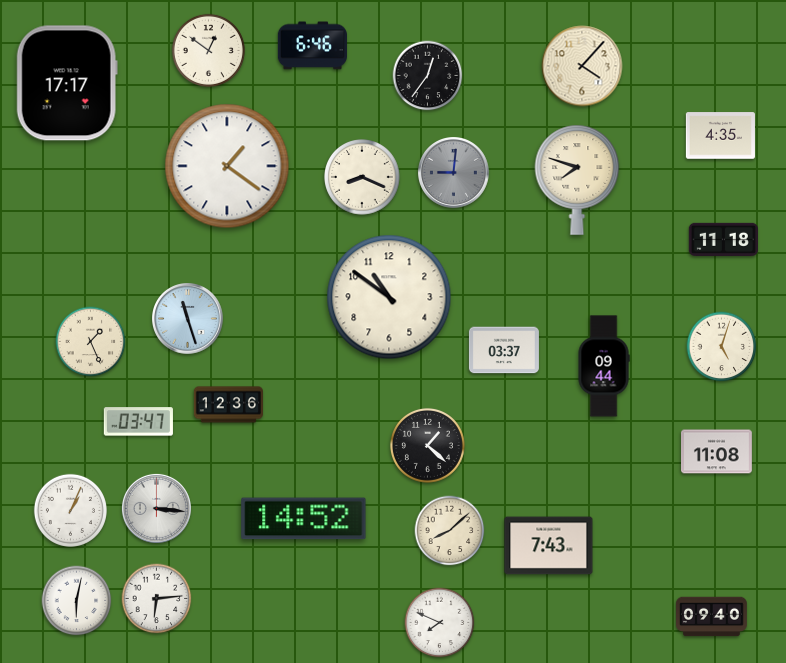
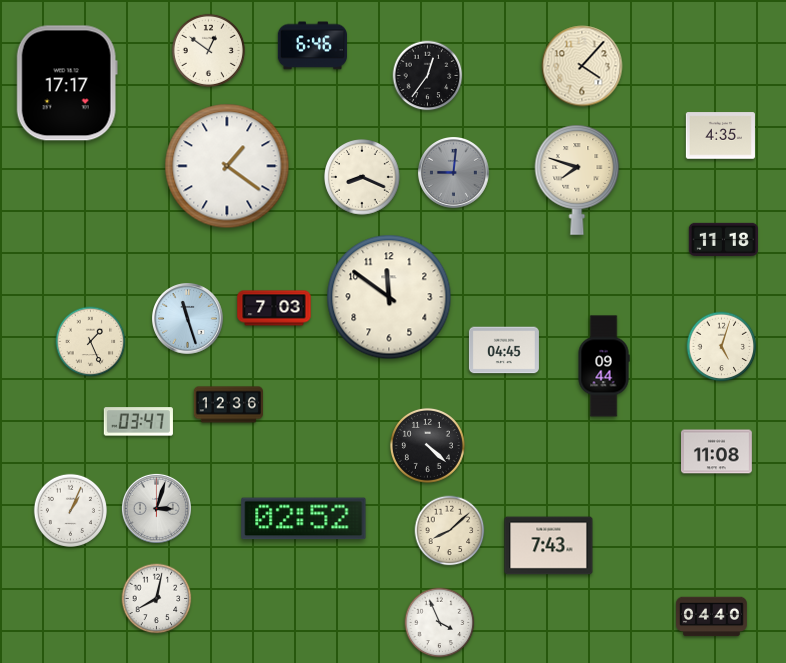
clock at (389, 297): 10:51 -> 11:51
clock at (274, 308): none -> 7:03
clock at (504, 350): 03:37 -> 04:45
clock at (427, 445): 1:22 -> 4:22
clock at (156, 508): 3:16 -> 3:03
clock at (304, 519): 14:52 -> 02:52
clock at (157, 599): 6:14 -> 8:02
clock at (77, 601): 6:02 -> none
clock at (712, 617): 09:40 -> 04:40
clock at (440, 623): 7:49 -> 3:56
